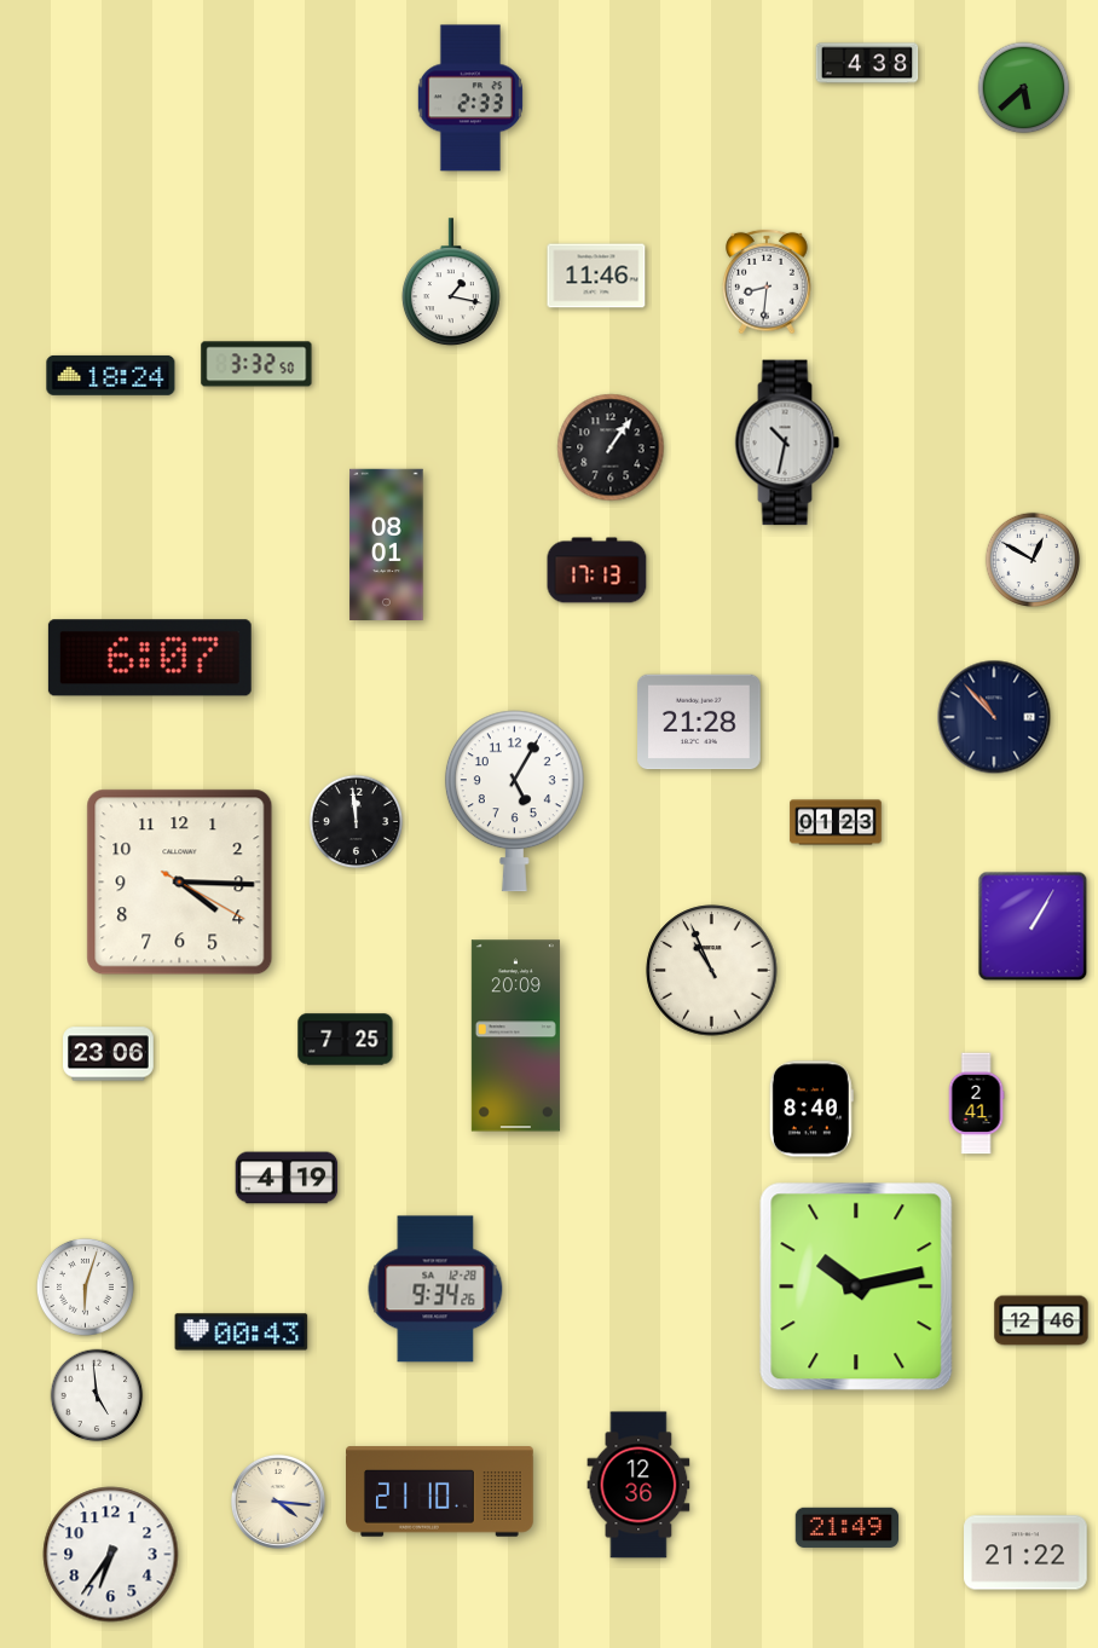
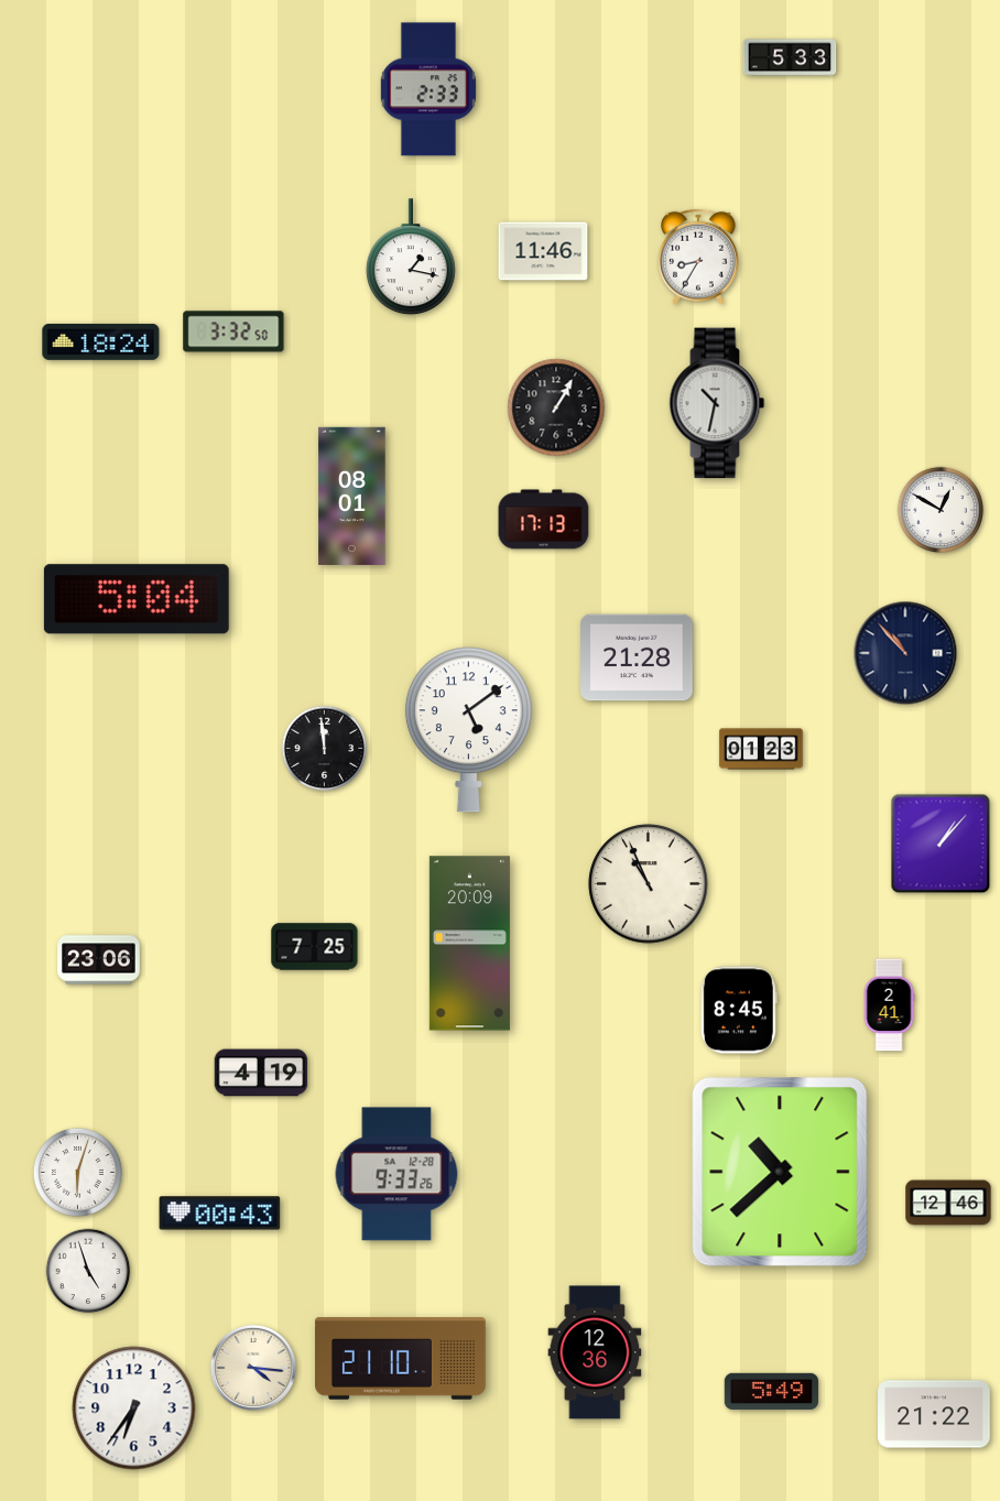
clock at (867, 63): 4:38 -> 5:33
clock at (1024, 88): 5:38 -> none
clock at (767, 282): 8:31 -> 8:35
clock at (611, 447): 1:06 -> 1:05
clock at (150, 658): 6:07 -> 5:04
clock at (514, 802): 5:05 -> 5:09
clock at (180, 883): 4:15 -> none
clock at (1033, 926): 1:05 -> 1:07
clock at (811, 1109): 8:40 -> 8:45
clock at (856, 1286): 10:13 -> 10:38
clock at (435, 1289): 9:34 -> 9:33
clock at (97, 1395): 4:59 -> 4:57
clock at (638, 1485) position: (638, 1485) -> (595, 1352)
clock at (846, 1527): 21:49 -> 5:49
clock at (111, 1555) position: (111, 1555) -> (134, 1408)
